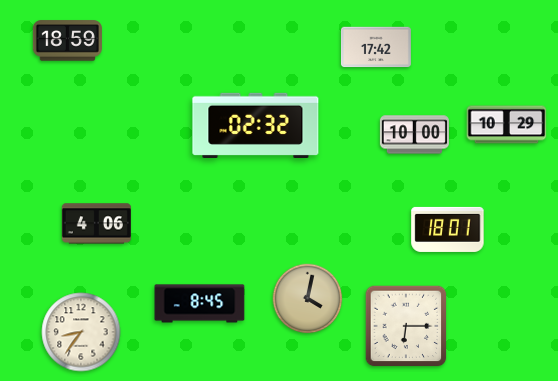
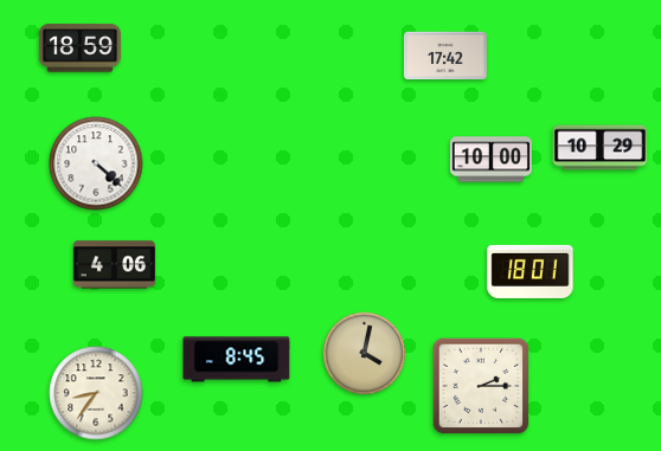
clock at (256, 125): 02:32 -> none
clock at (96, 163): none -> 4:22
clock at (406, 326): 6:15 -> 2:15
